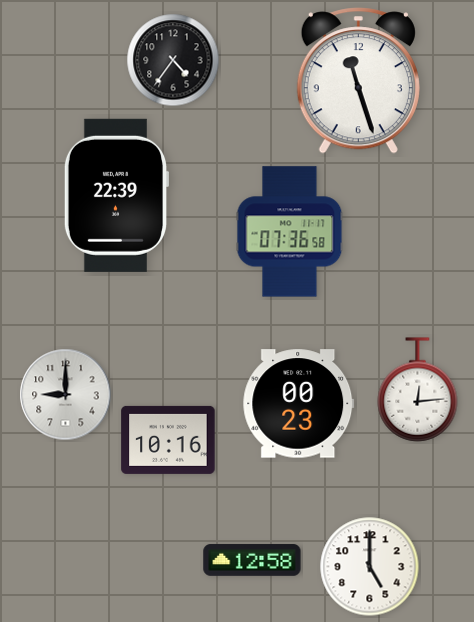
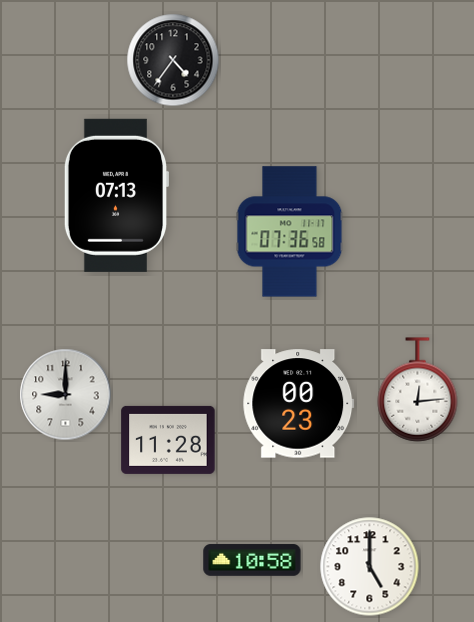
clock at (358, 81): 11:27 -> none
clock at (115, 195): 22:39 -> 07:13
clock at (168, 440): 10:16 -> 11:28
clock at (252, 560): 12:58 -> 10:58
